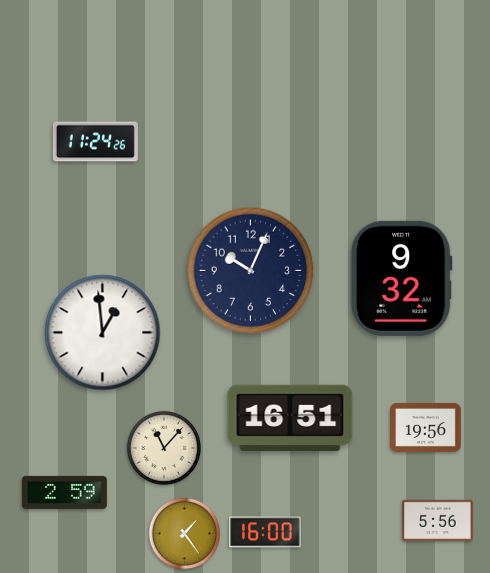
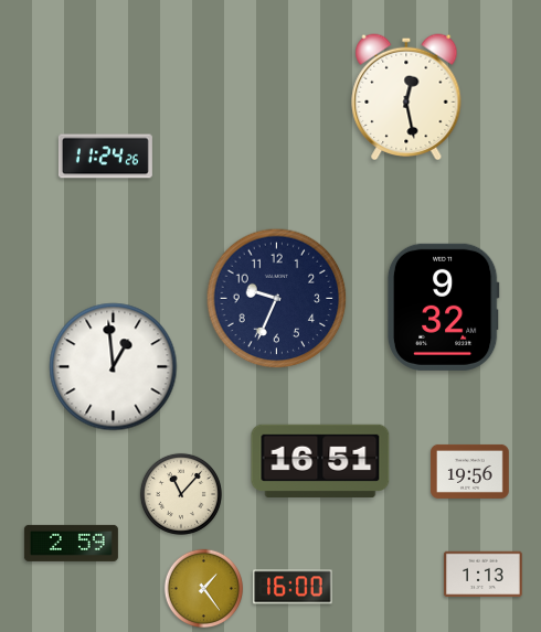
clock at (406, 97): none -> 12:28
clock at (251, 271): 10:04 -> 9:34
clock at (438, 521): 5:56 -> 1:13
